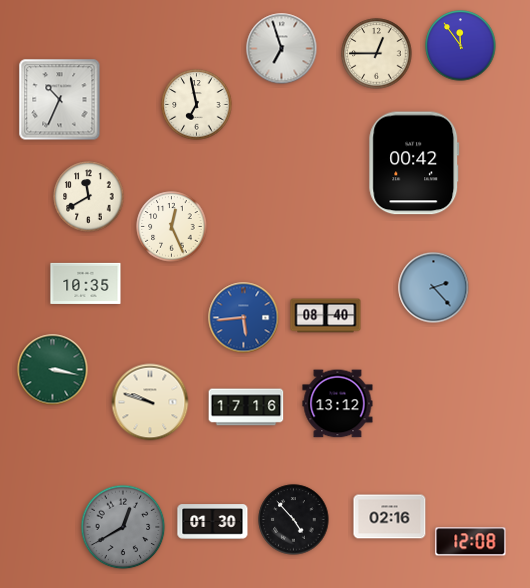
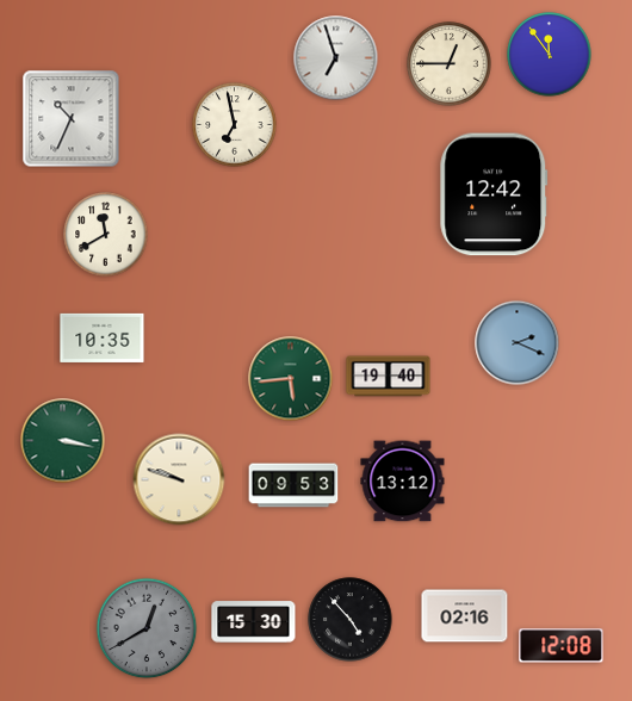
clock at (414, 163): 00:42 -> 12:42
clock at (172, 227): 12:26 -> none
clock at (434, 288): 2:23 -> 2:19
clock at (326, 316): 08:40 -> 19:40
clock at (244, 318) dial: blue -> green
clock at (246, 407): 17:16 -> 09:53
clock at (213, 522): 01:30 -> 15:30
